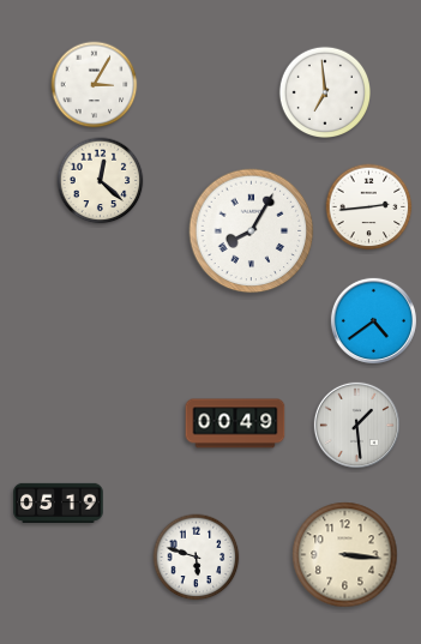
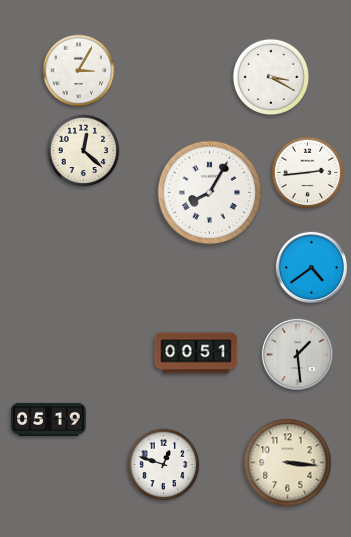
clock at (324, 92): 6:59 -> 3:20
clock at (235, 423): 00:49 -> 00:51
clock at (197, 558): 5:48 -> 12:48
